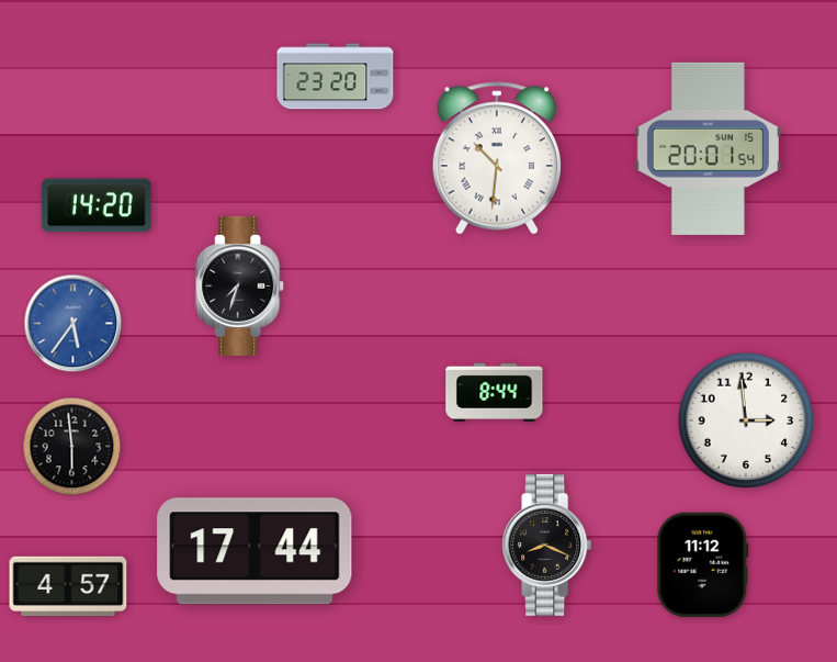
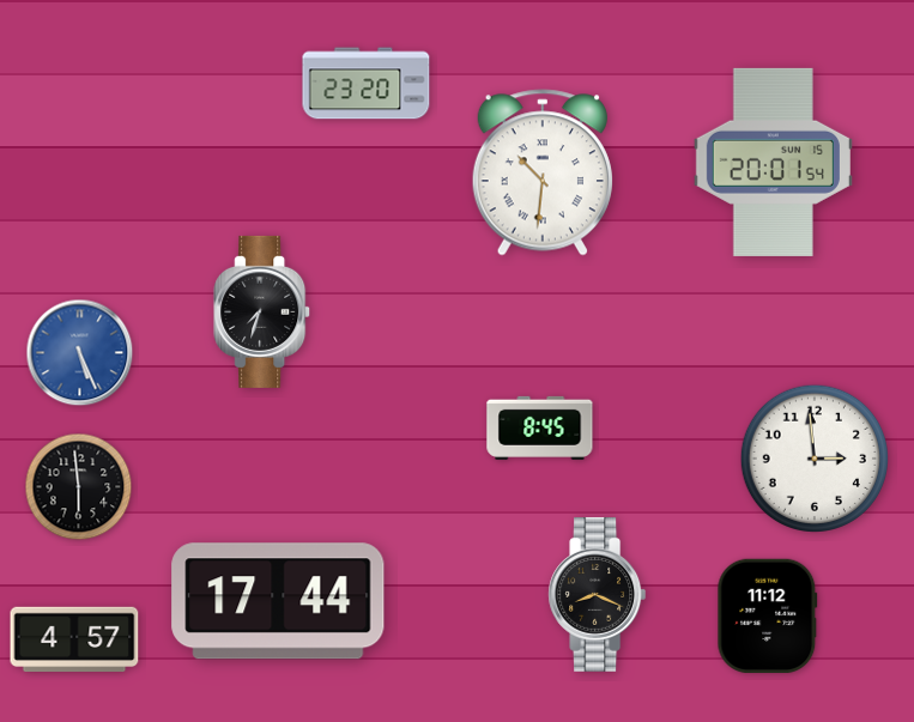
clock at (97, 205): 14:20 -> none
clock at (73, 324): 5:36 -> 5:26
clock at (495, 392): 8:44 -> 8:45
